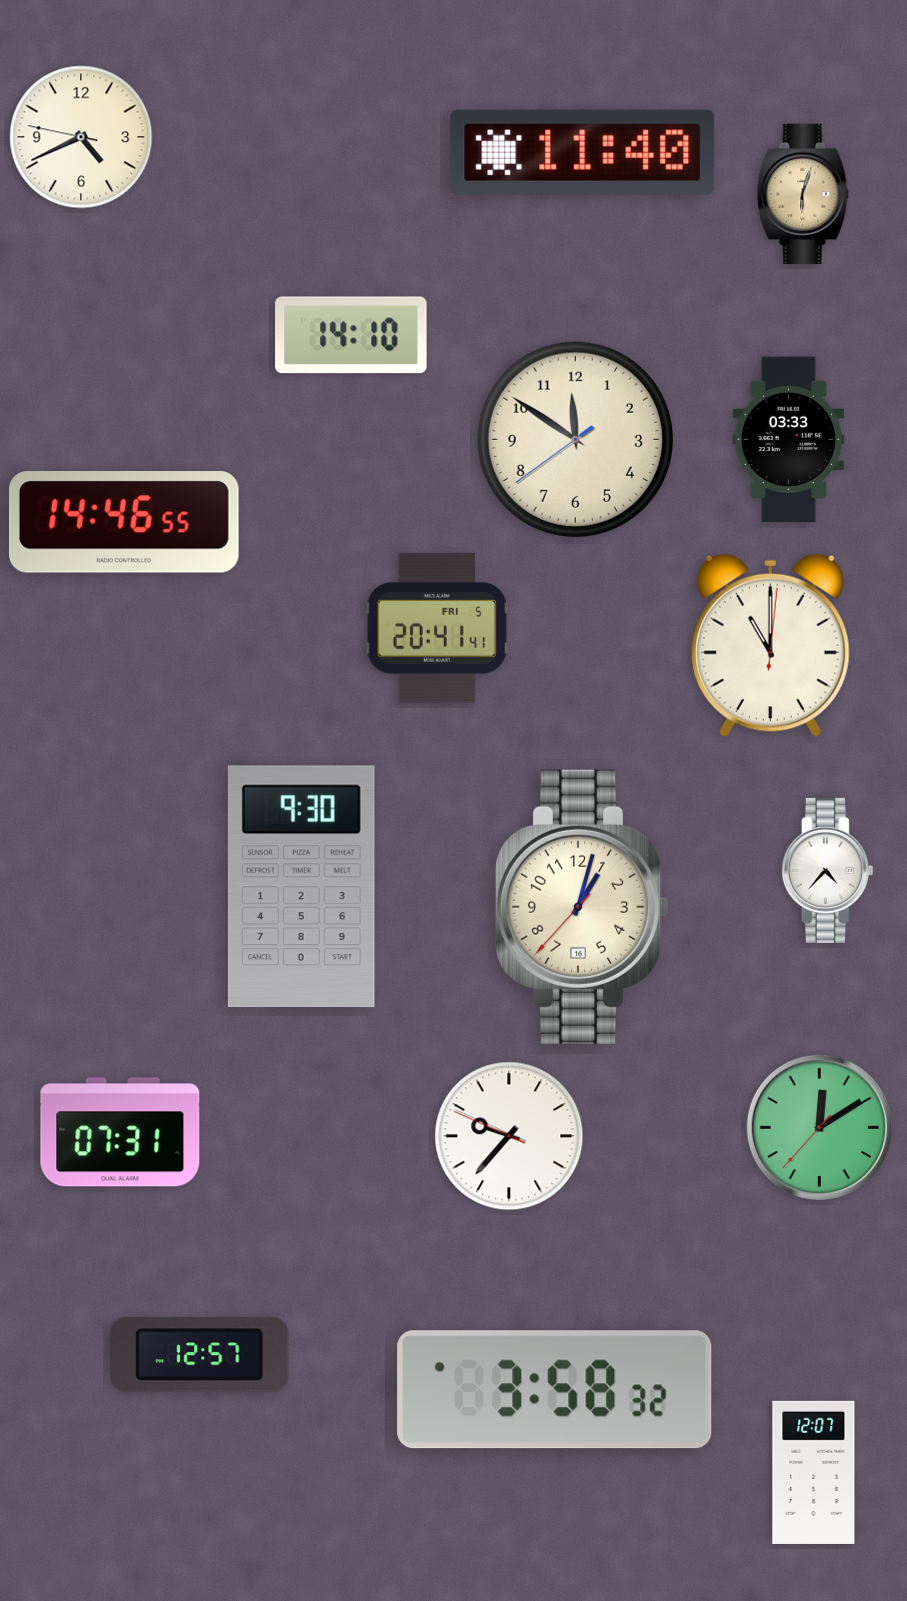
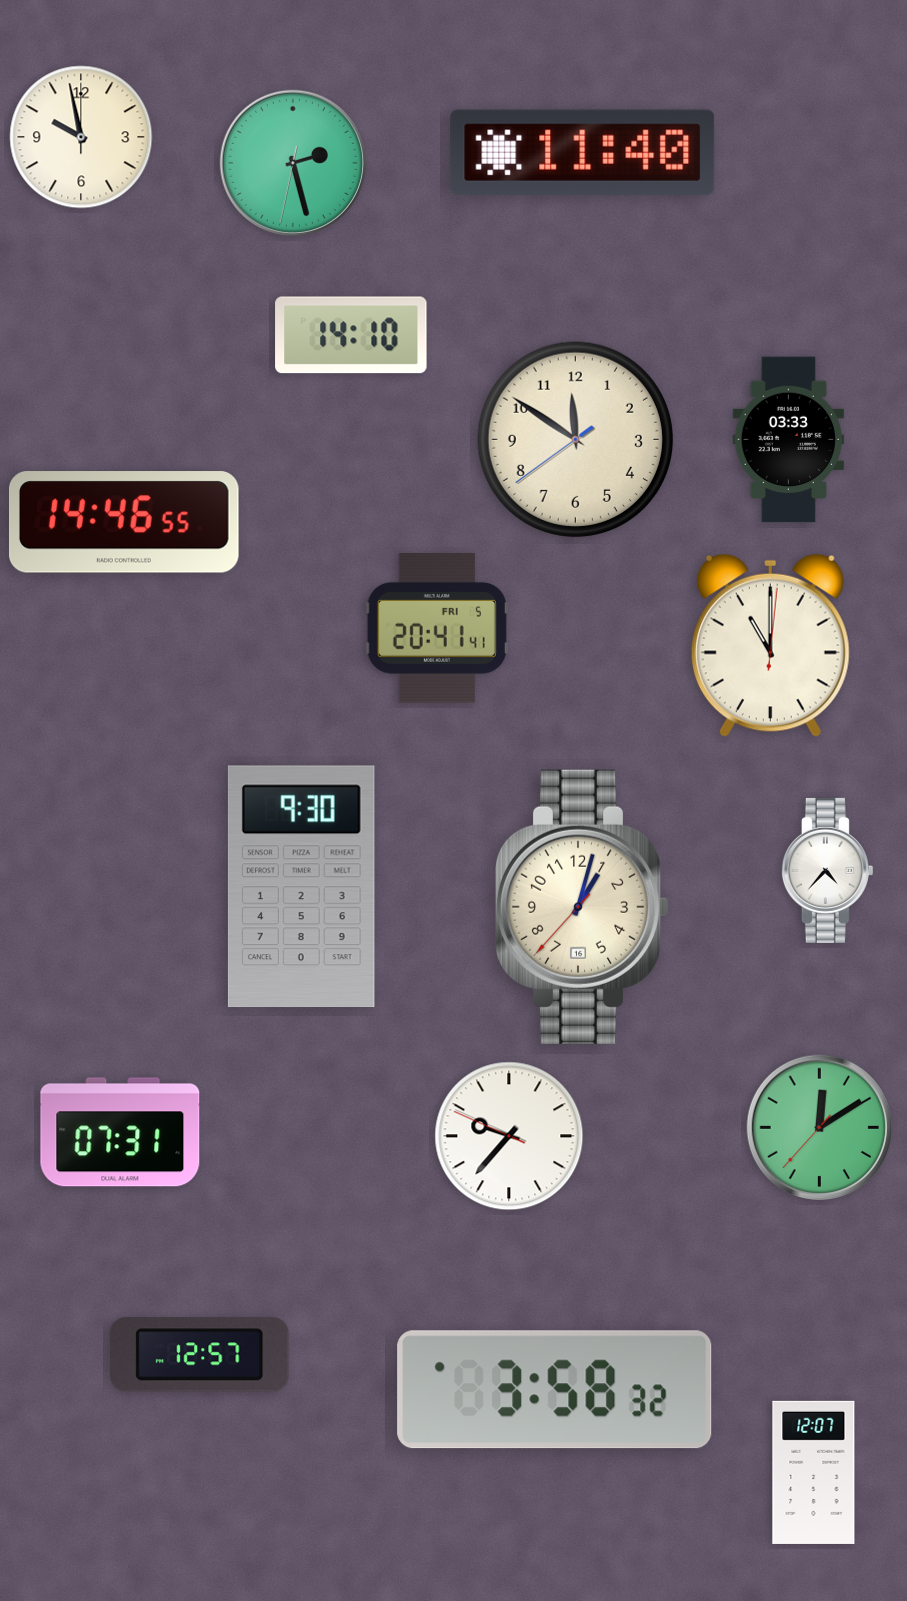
clock at (81, 137): 4:40 -> 9:58
clock at (293, 163): none -> 2:27
clock at (803, 194): 6:03 -> none
